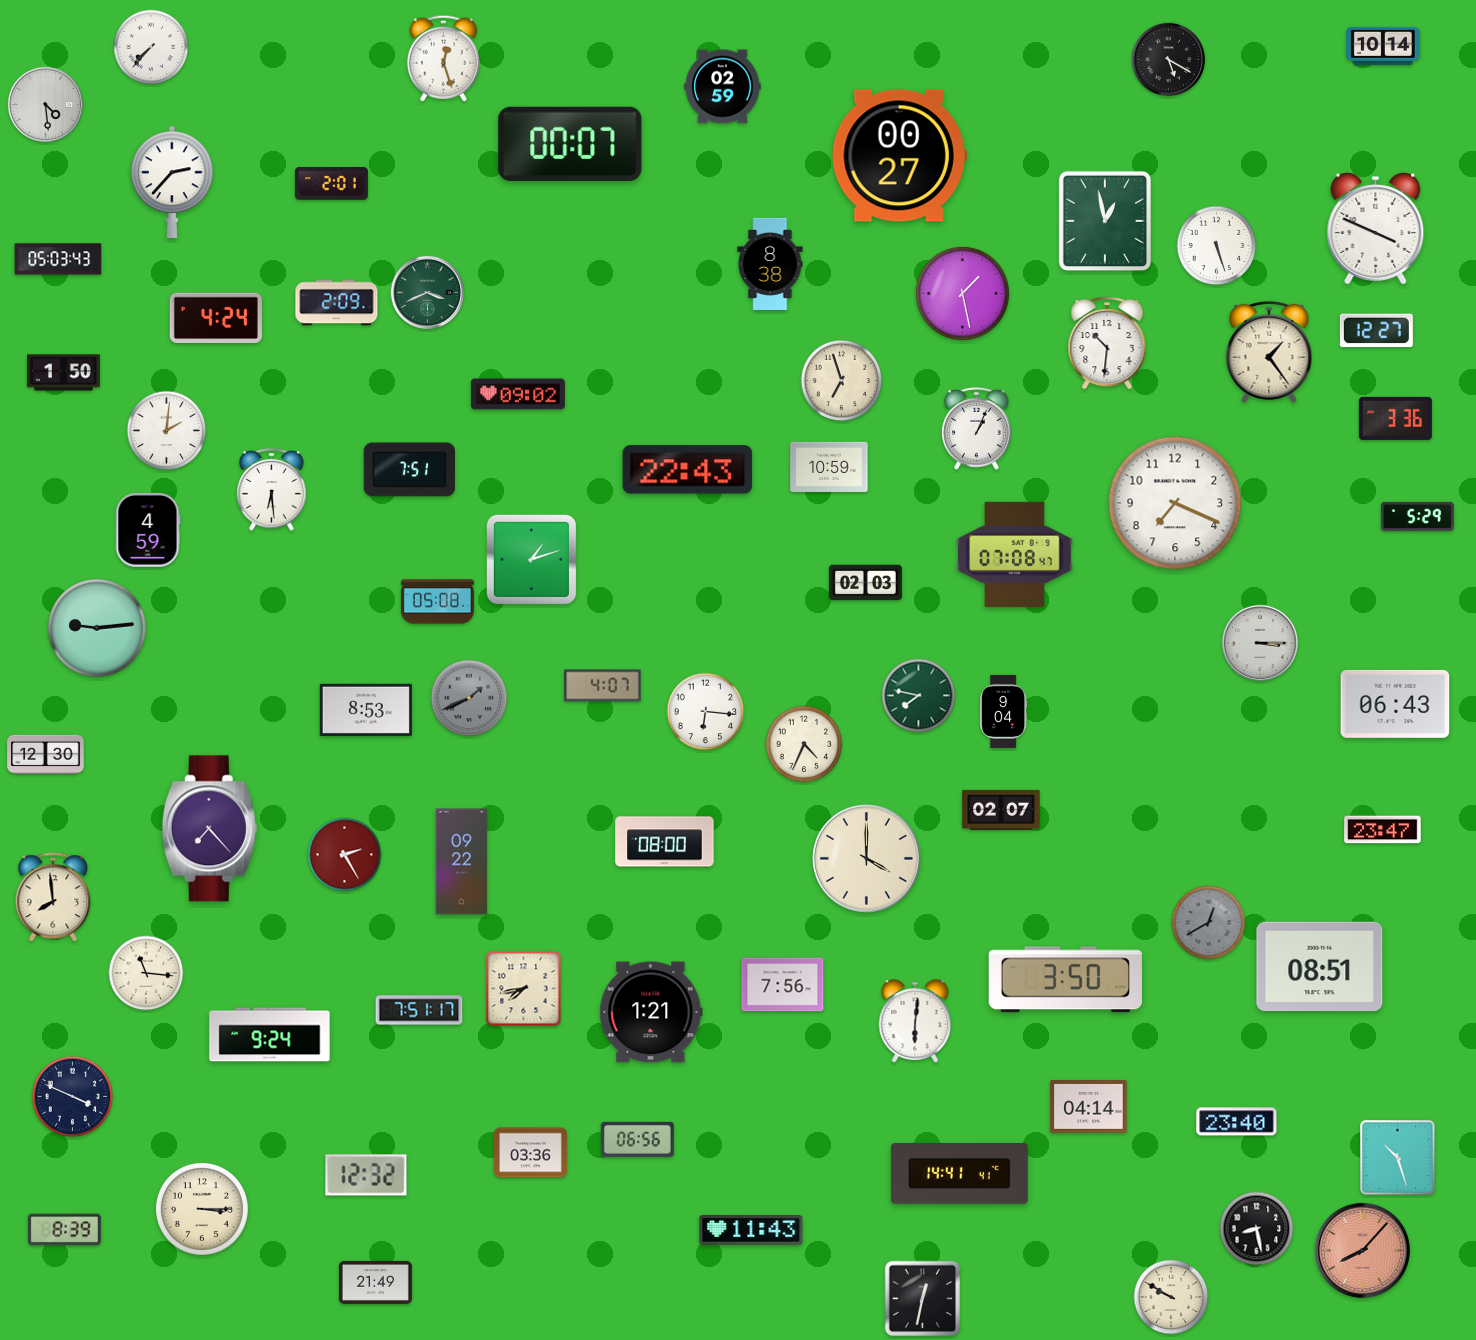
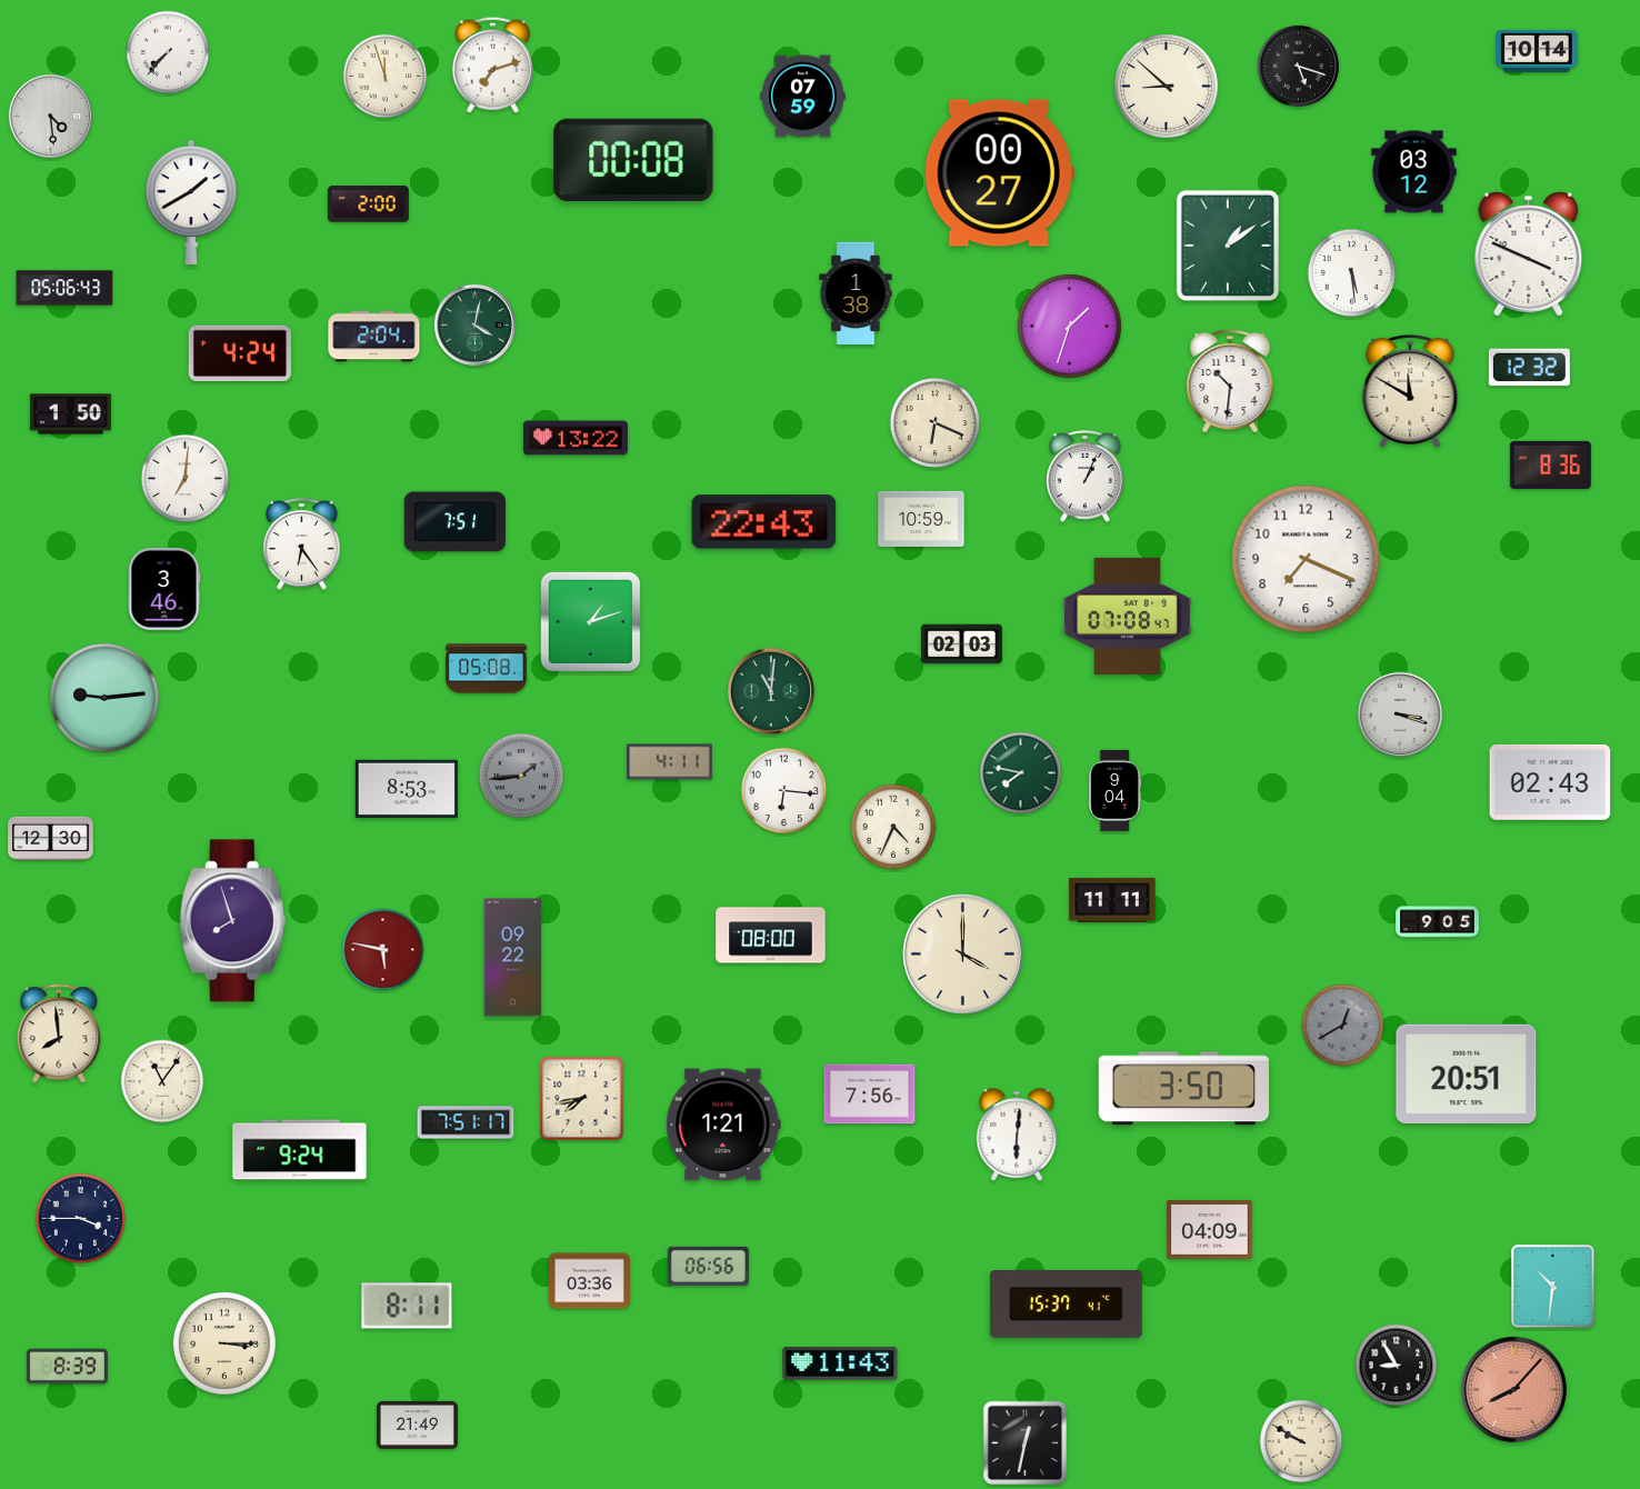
clock at (443, 58): 12:27 -> 7:12
clock at (1168, 59): 5:20 -> 5:18
clock at (386, 77): none -> 11:57
clock at (1166, 86): none -> 8:52
clock at (723, 87): 02:59 -> 07:59
clock at (570, 144): 00:07 -> 00:08
clock at (1414, 172): none -> 03:12
clock at (172, 181): 2:37 -> 1:40
clock at (331, 184): 2:01 -> 2:00
clock at (1105, 221): 12:58 -> 1:09
clock at (1217, 246): 5:27 -> 5:29
clock at (58, 259): 05:03 -> 05:06
clock at (770, 264): 8:38 -> 1:38
clock at (427, 292): 3:41 -> 4:02
clock at (962, 293): 1:28 -> 1:33
clock at (337, 303): 2:09 -> 2:04
clock at (1376, 331): 12:27 -> 12:32
clock at (1269, 352): 1:24 -> 11:50
clock at (842, 381): 6:57 -> 6:19
clock at (518, 394): 09:02 -> 13:22
clock at (1395, 418): 3:36 -> 8:36
clock at (167, 431): 2:01 -> 7:01
clock at (272, 490): 6:29 -> 6:24
clock at (1417, 516): 5:29 -> none
clock at (148, 530): 4:59 -> 3:46
clock at (865, 583) position: (865, 583) -> (961, 644)
clock at (771, 691): none -> 11:01
clock at (97, 628) position: (97, 628) -> (104, 698)
clock at (1260, 643): 3:15 -> 3:18
clock at (603, 686): 4:07 -> 4:11
clock at (469, 698): 1:41 -> 1:44
clock at (1395, 704): 06:43 -> 02:43
clock at (1001, 810): 02:07 -> 11:11
clock at (209, 829): 7:23 -> 7:57
clock at (1438, 922): none -> 9:05
clock at (1383, 830): 23:47 -> none
clock at (665, 842) position: (665, 842) -> (771, 936)
clock at (345, 855): 2:25 -> 5:47
clock at (53, 898) position: (53, 898) -> (59, 1035)
clock at (1320, 967): 08:51 -> 20:51
clock at (146, 973): 11:16 -> 11:06
clock at (73, 1097): 3:49 -> 3:45
clock at (1089, 1107): 04:14 -> 04:09
clock at (1237, 1122): 23:40 -> none
clock at (1398, 1158): 10:27 -> 10:31
clock at (959, 1174): 14:41 -> 15:37
clock at (366, 1175): 12:32 -> 8:11
clock at (1257, 1229): 8:28 -> 8:55
clock at (64, 1230) position: (64, 1230) -> (67, 1367)
clock at (751, 1231) position: (751, 1231) -> (840, 1365)
